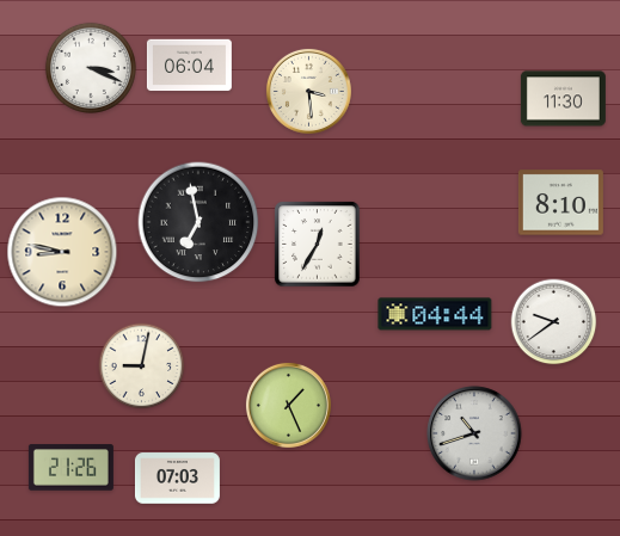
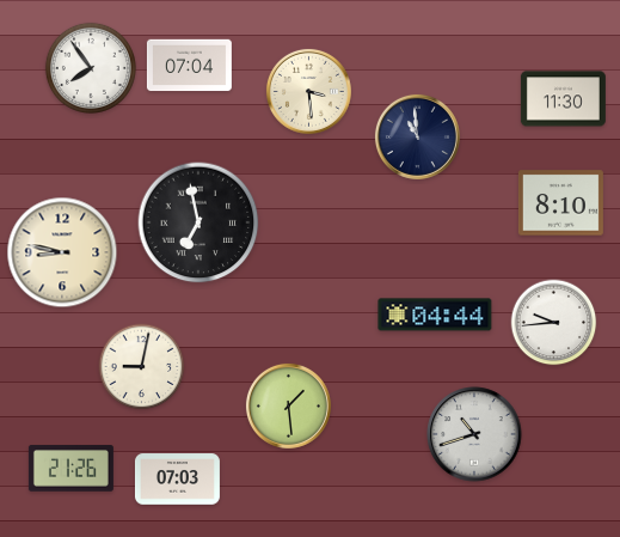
clock at (189, 66): 06:04 -> 07:04
clock at (91, 68): 3:19 -> 7:54
clock at (417, 136): none -> 10:59
clock at (318, 245): 12:35 -> none
clock at (554, 322): 9:39 -> 9:44
clock at (288, 405): 1:26 -> 1:29
